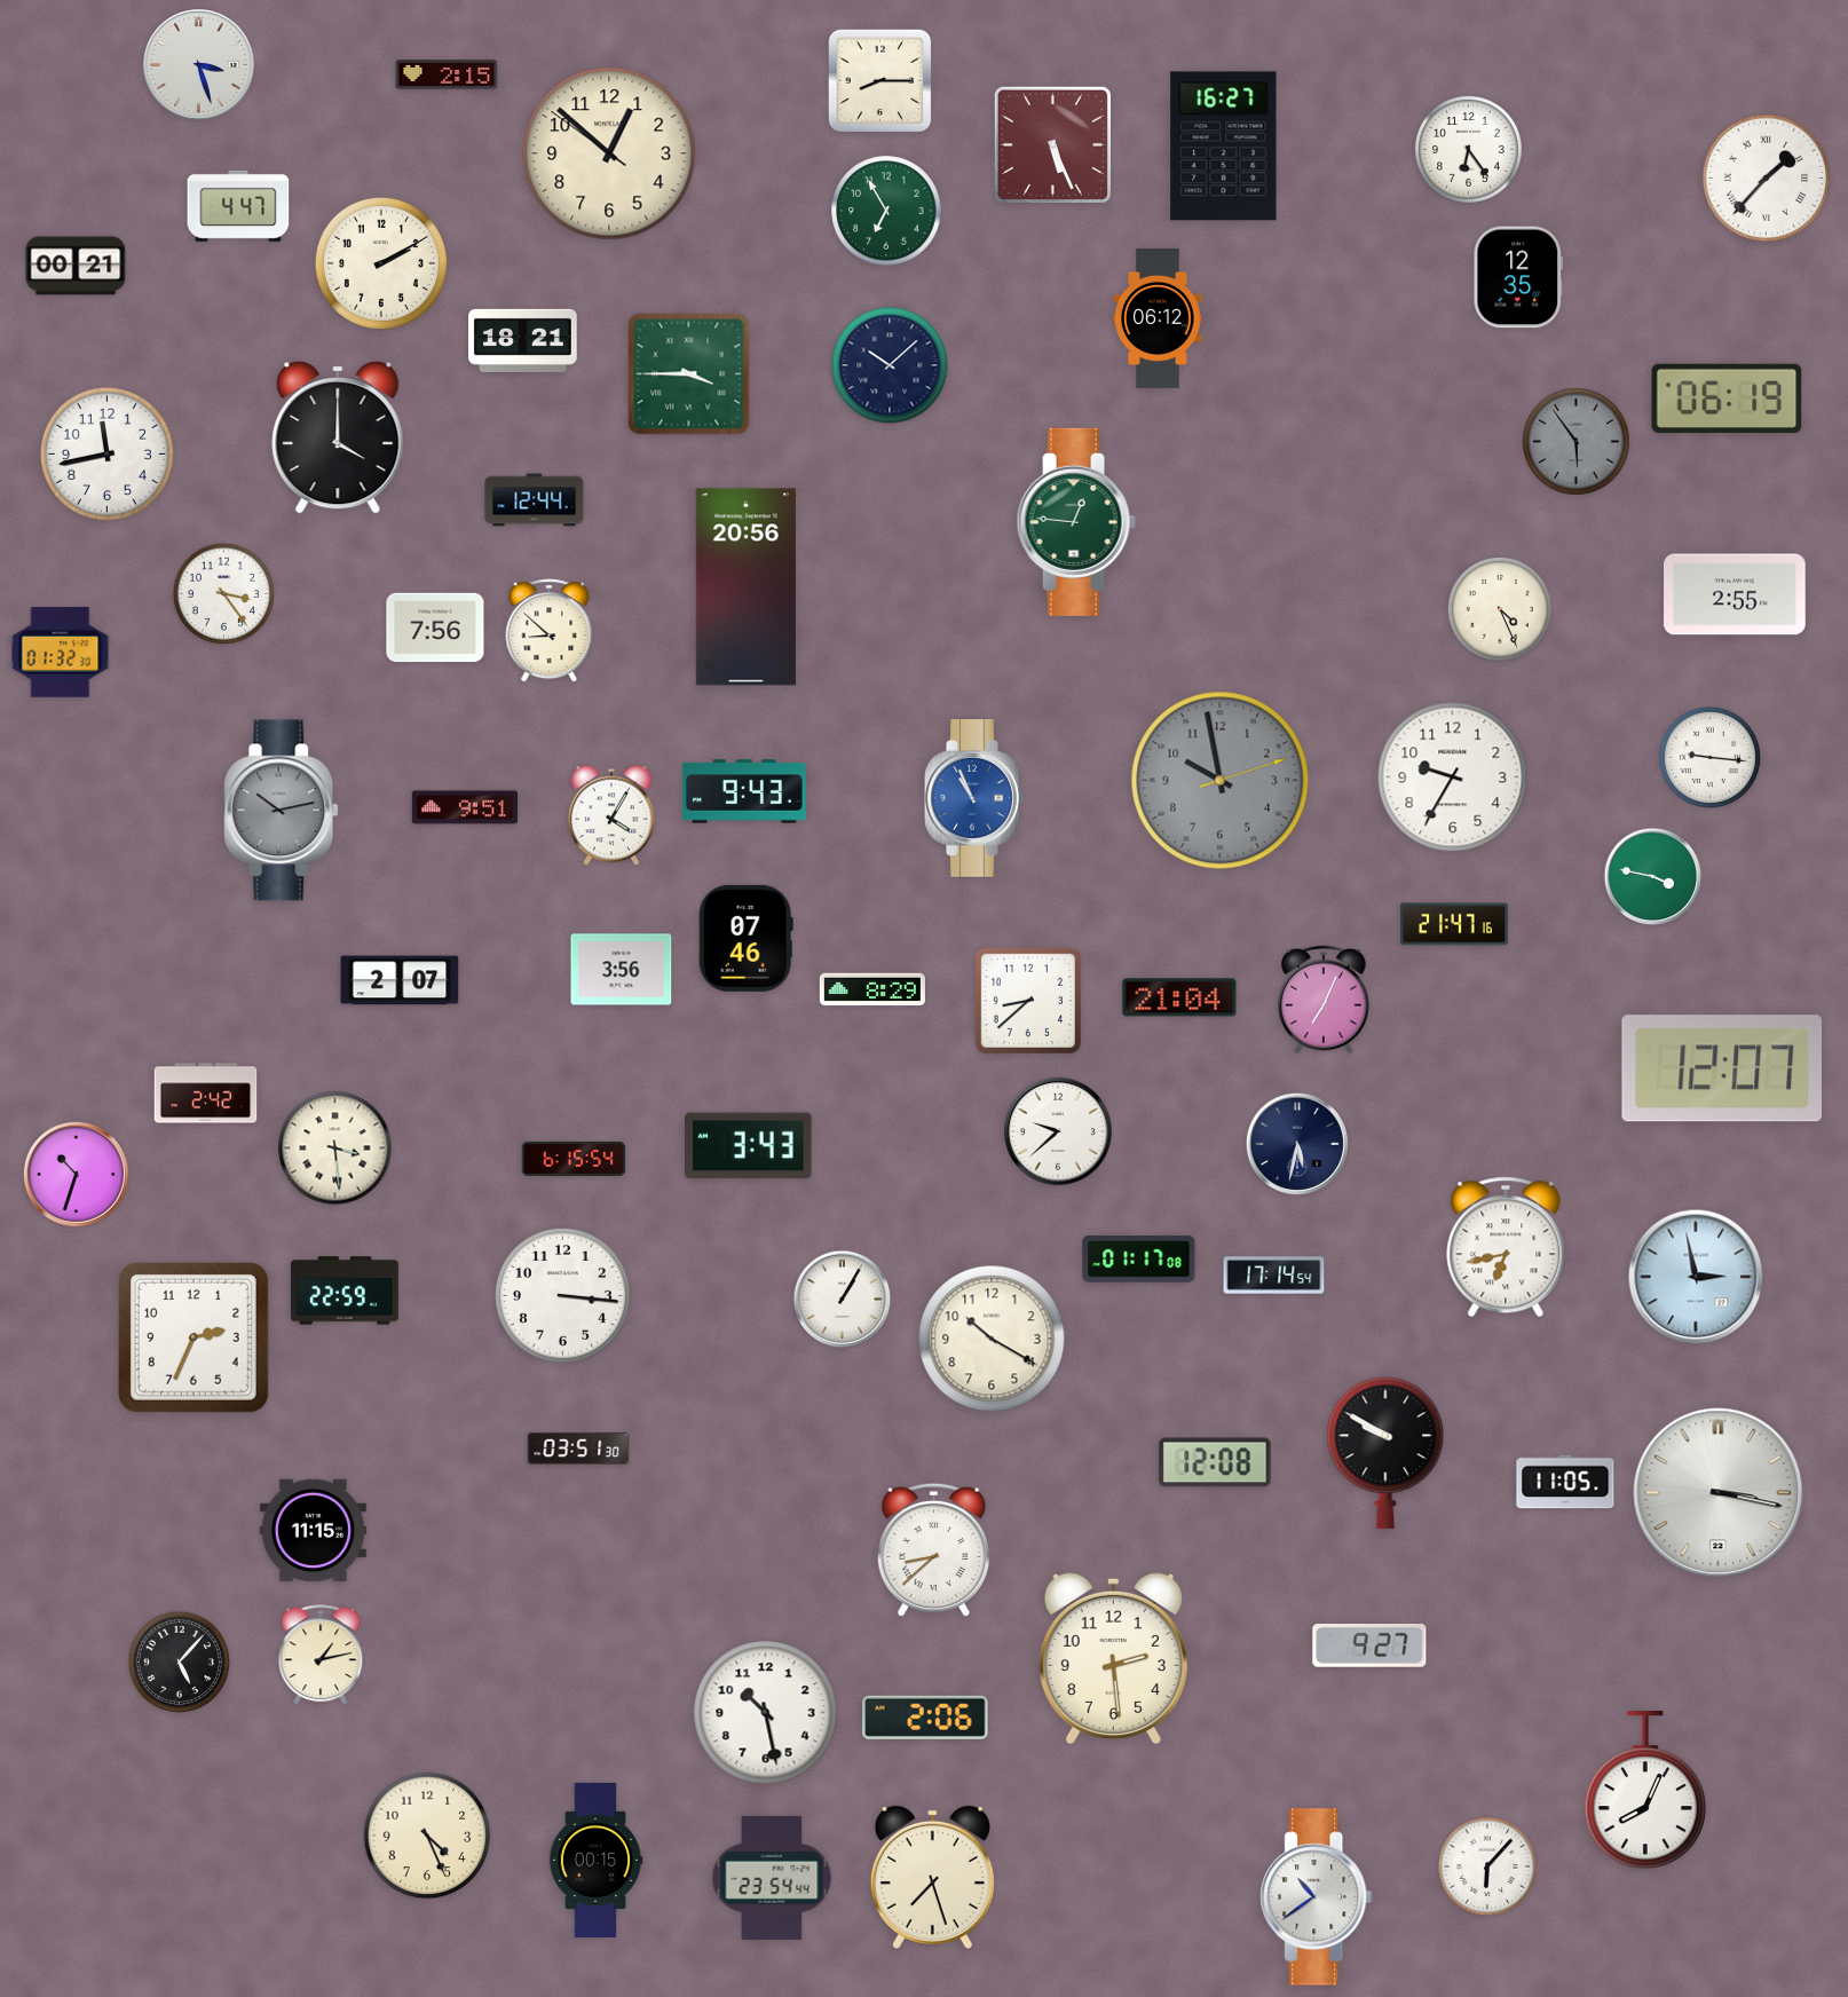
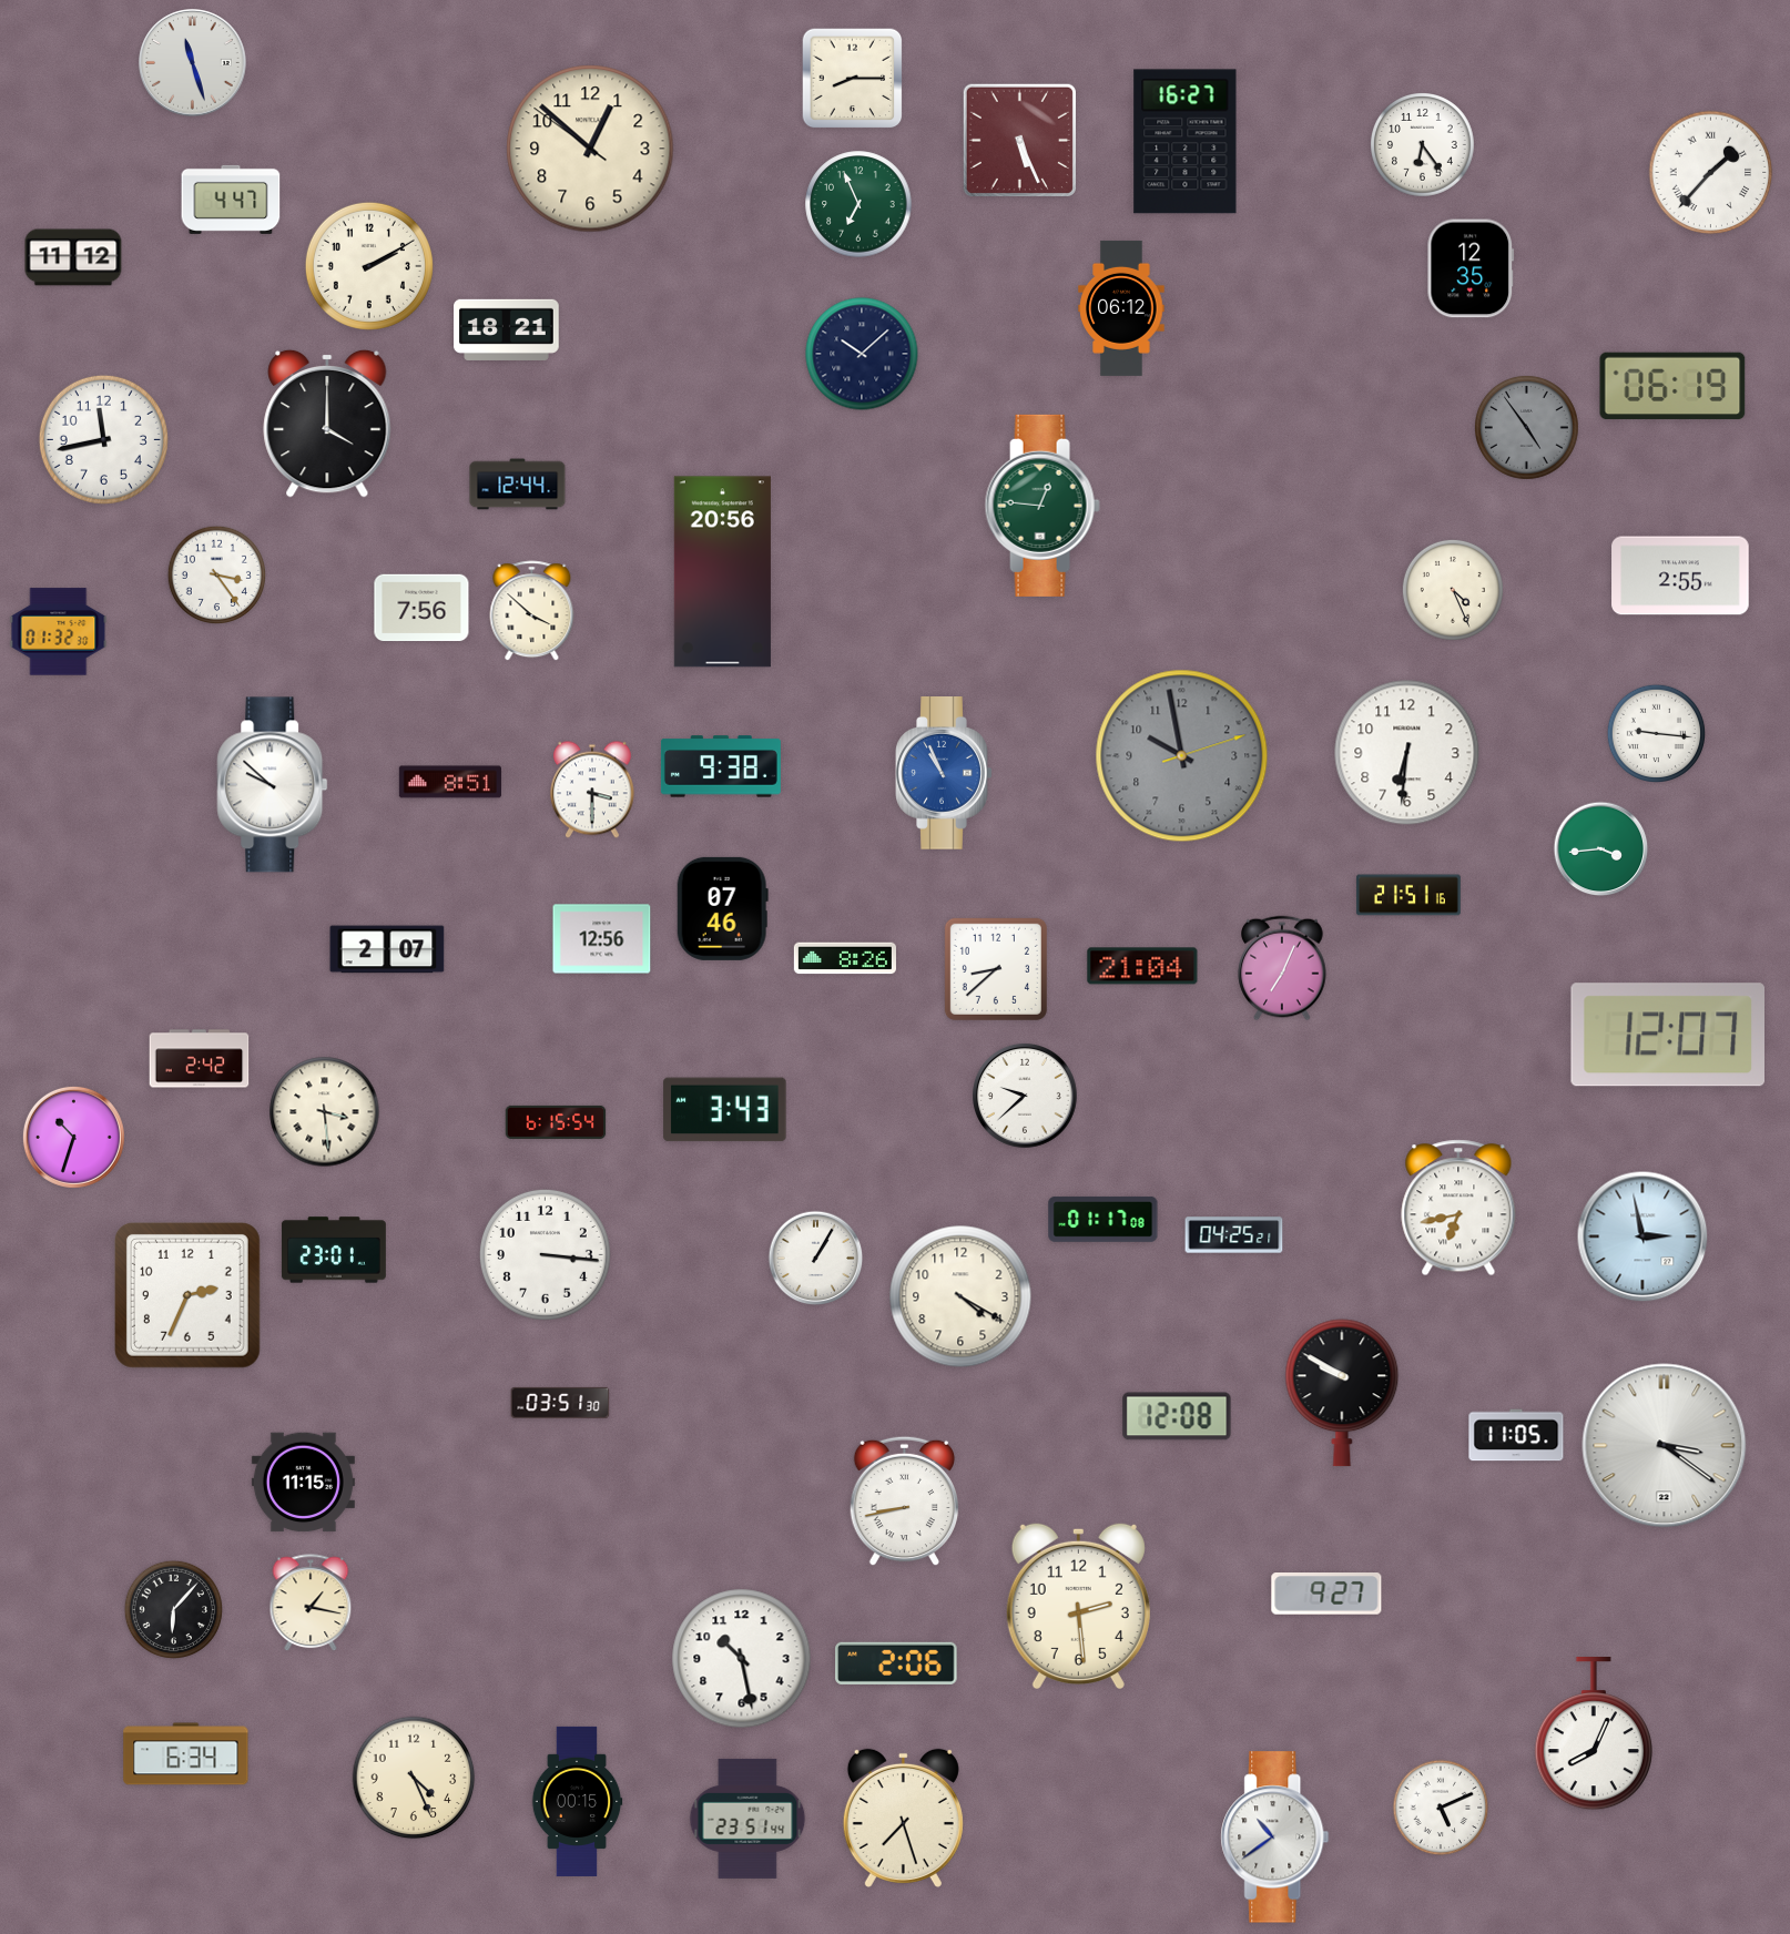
clock at (199, 65): 3:27 -> 11:27
clock at (447, 74): 2:15 -> none
clock at (886, 211): 6:55 -> 6:56
clock at (381, 263) position: (381, 263) -> (369, 266)
clock at (76, 266): 00:21 -> 11:12
clock at (689, 374): 3:45 -> none
clock at (1577, 442): 5:54 -> 4:54
clock at (745, 587) position: (745, 587) -> (722, 572)
clock at (550, 631): 8:52 -> 3:52
clock at (1453, 778): 9:35 -> 6:31
clock at (744, 791): 9:43 -> 9:38
clock at (465, 807): 9:51 -> 8:51
clock at (282, 811): 10:13 -> 9:52
clock at (282, 811) dial: grey -> white
clock at (611, 815): 4:05 -> 3:30
clock at (1653, 877): 3:47 -> 3:44
clock at (1454, 924): 21:47 -> 21:51
clock at (622, 970): 3:56 -> 12:56
clock at (872, 989): 8:29 -> 8:26
clock at (1297, 1144): 5:32 -> none
clock at (1274, 1276): 17:14 -> 04:25
clock at (345, 1290): 22:59 -> 23:01
clock at (992, 1339): 10:20 -> 4:20
clock at (1385, 1453) position: (1385, 1453) -> (1342, 1393)
clock at (1719, 1493): 3:17 -> 3:21
clock at (934, 1550): 8:38 -> 8:43
clock at (321, 1656): 1:13 -> 1:17
clock at (179, 1661): 5:07 -> 6:07
clock at (186, 1754): none -> 6:34
clock at (1487, 1866): 6:07 -> 5:11
clock at (772, 1878): 23:54 -> 23:51
